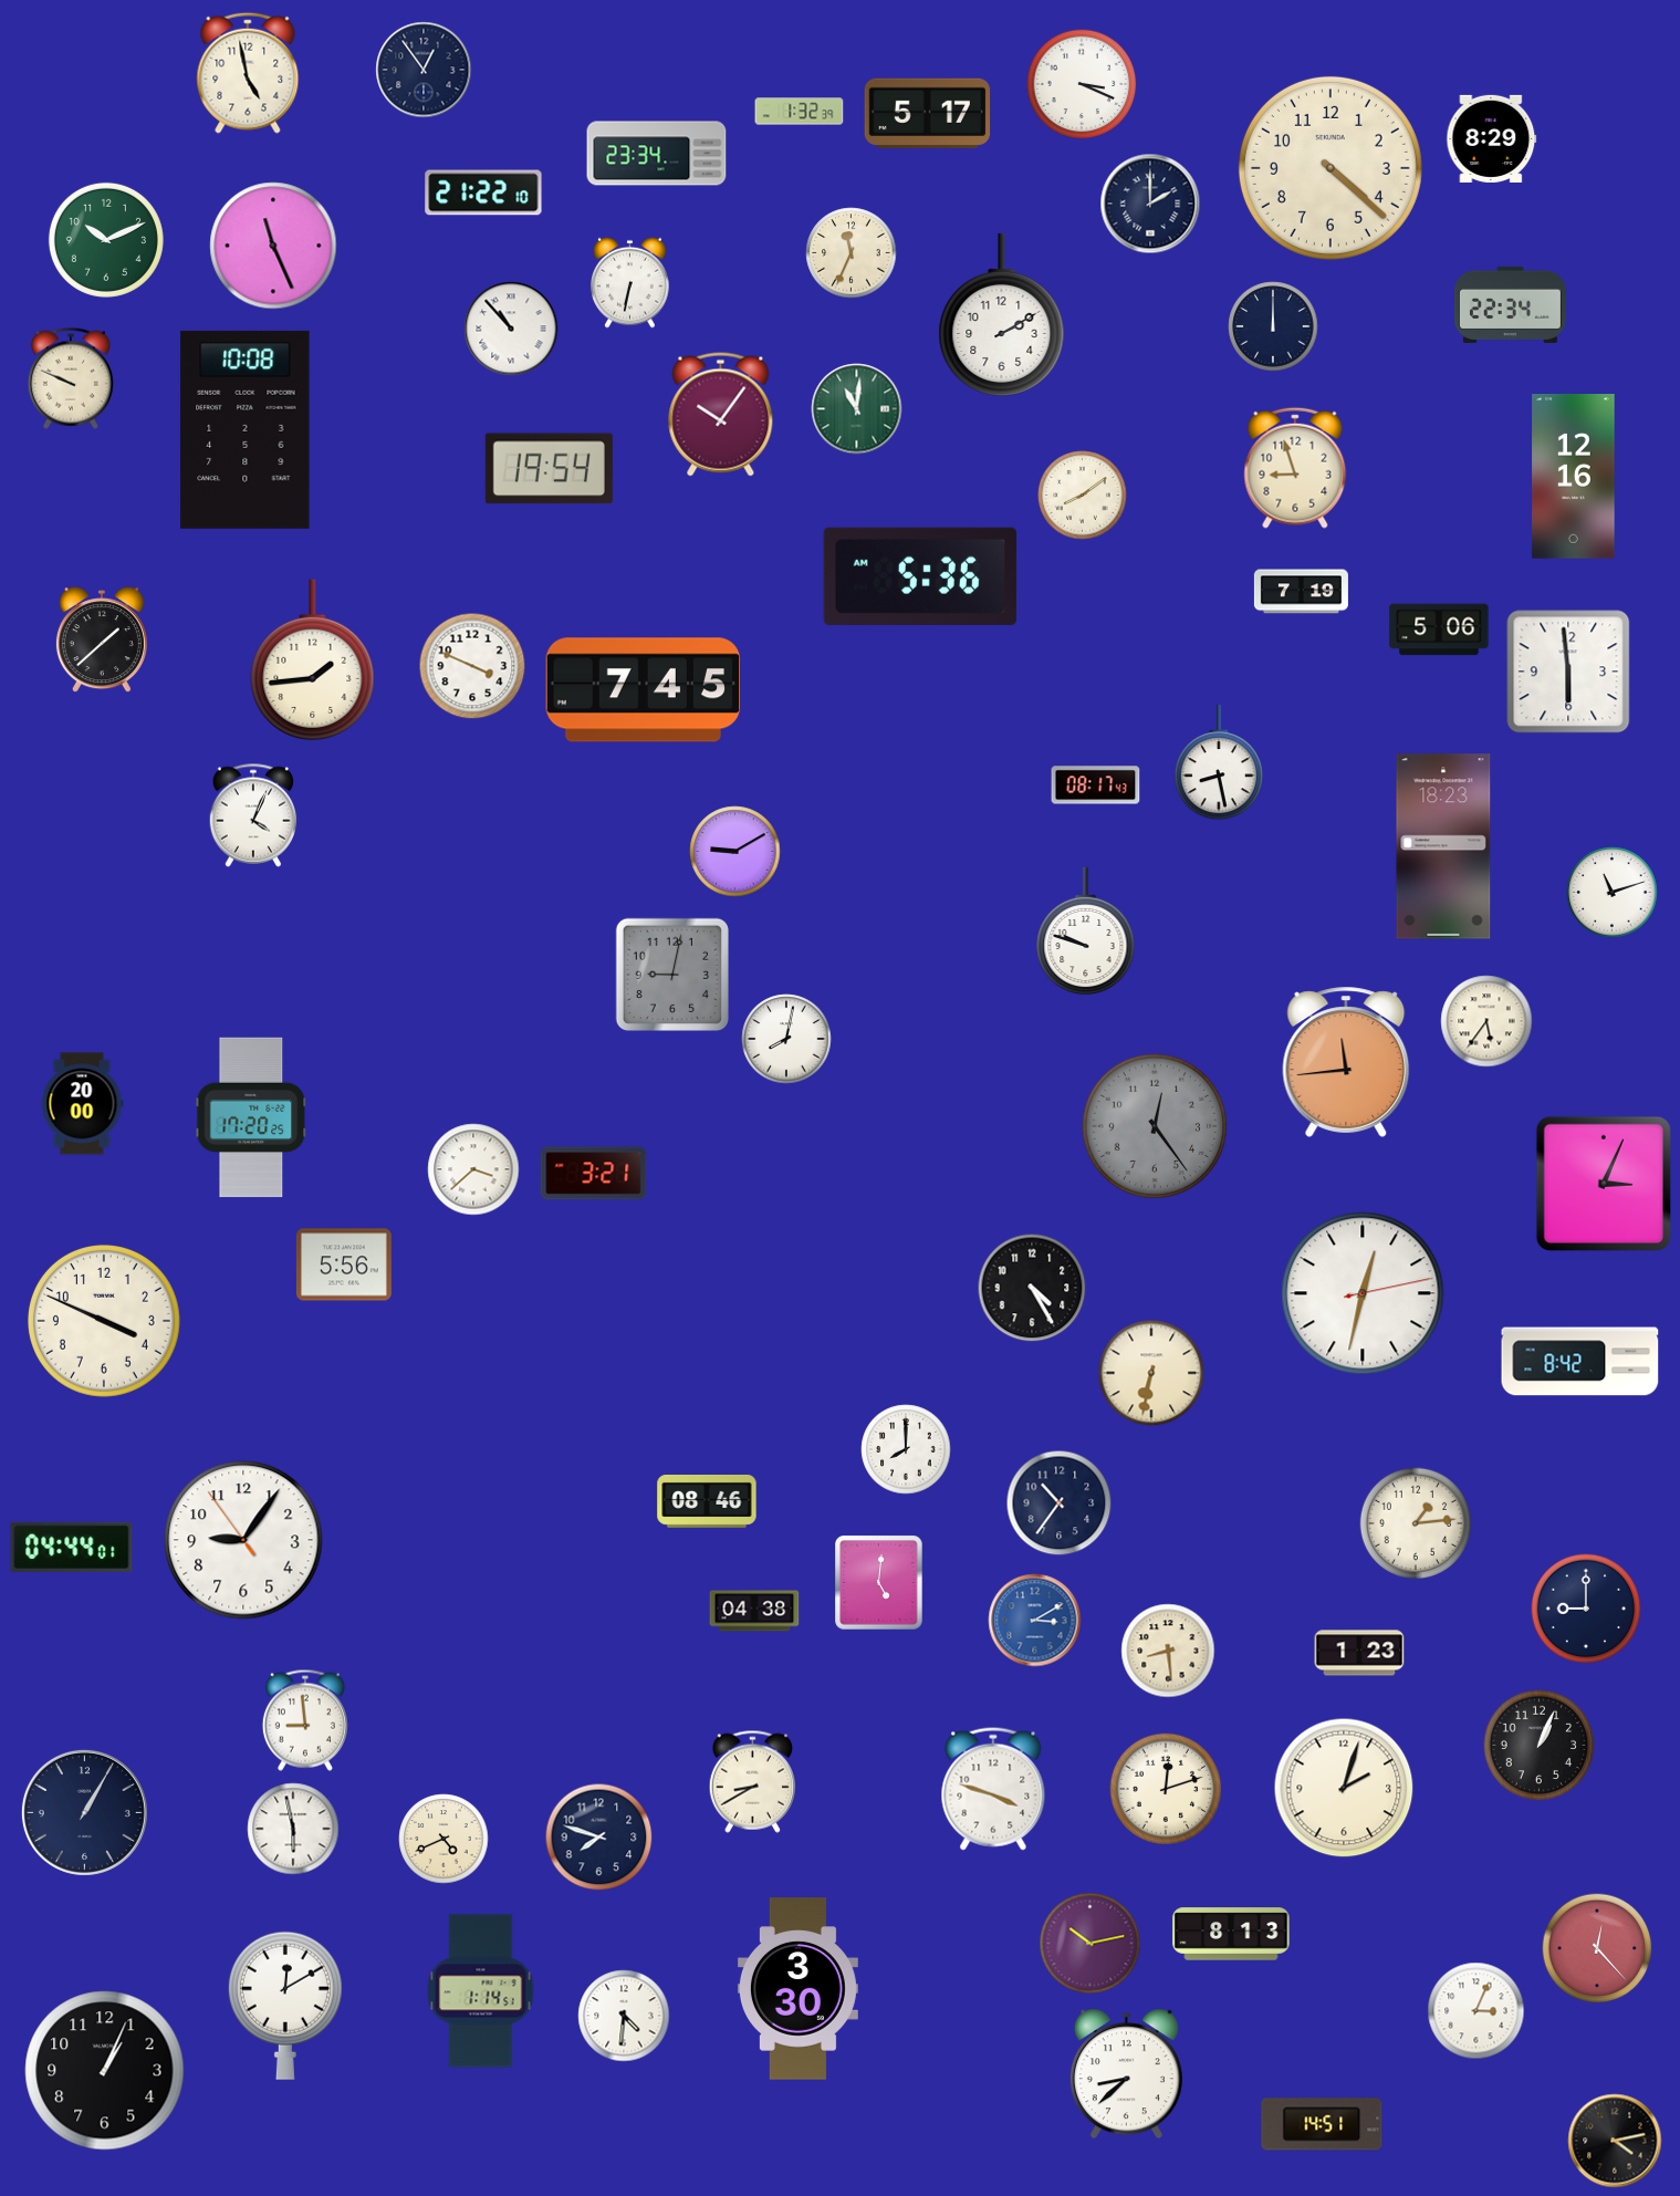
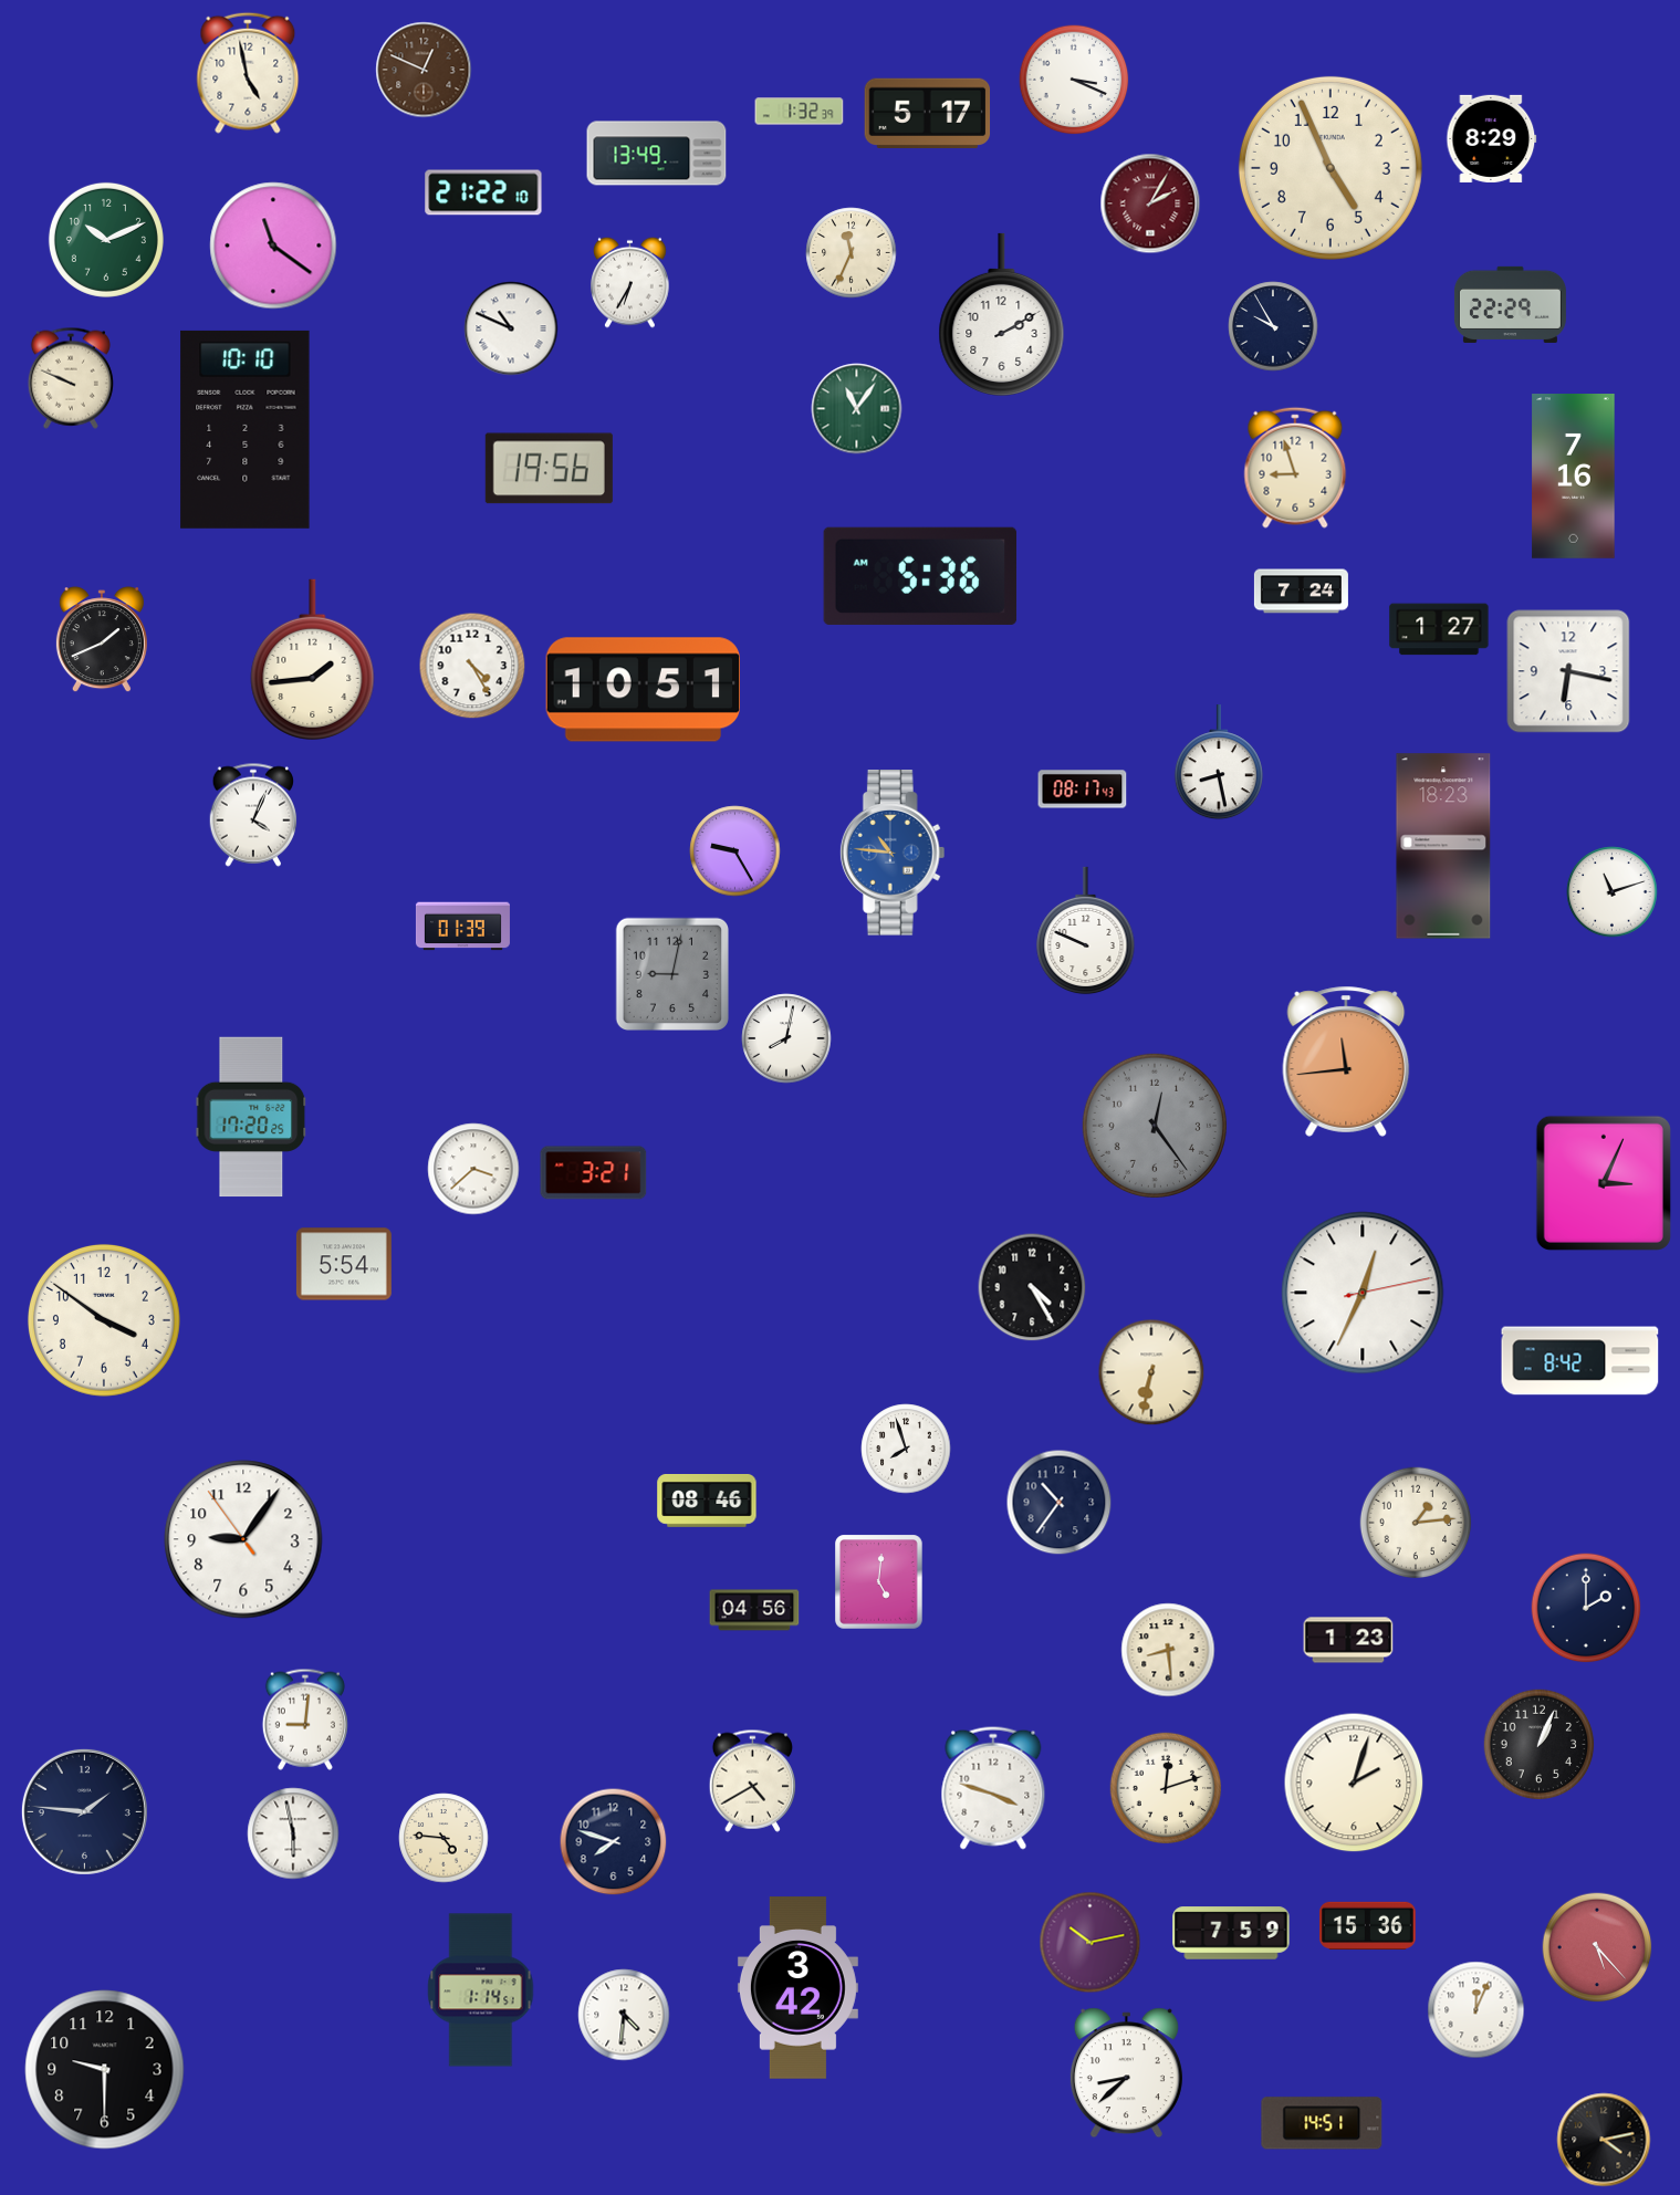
clock at (424, 70): 12:54 -> 12:49
clock at (424, 70) dial: navy -> brown
clock at (1082, 84) position: (1082, 84) -> (1074, 80)
clock at (657, 154): 23:34 -> 13:49
clock at (1331, 168): 4:22 -> 4:56
clock at (1150, 204): 2:00 -> 2:05
clock at (1150, 204) dial: navy -> burgundy
clock at (273, 246): 11:26 -> 11:21
clock at (630, 282): 6:32 -> 6:35
clock at (1510, 304): 22:34 -> 22:29
clock at (1273, 326): 12:00 -> 9:55
clock at (511, 329): 10:53 -> 10:49
clock at (857, 409): 11:01 -> 11:06
clock at (721, 415): 10:06 -> none
clock at (246, 429): 10:08 -> 10:10
clock at (549, 469): 19:54 -> 19:56
clock at (1574, 477): 12:16 -> 7:16
clock at (1083, 496): 8:09 -> none
clock at (1301, 592): 7:19 -> 7:24
clock at (1439, 629): 5:06 -> 1:27
clock at (102, 641): 1:38 -> 1:41
clock at (472, 666): 3:49 -> 4:25
clock at (1568, 672): 5:59 -> 6:17
clock at (643, 690): 7:45 -> 10:51
clock at (1096, 785) position: (1096, 785) -> (1083, 790)
clock at (735, 852): 9:10 -> 9:25
clock at (893, 853): none -> 10:46
clock at (462, 927): none -> 01:39
clock at (1086, 932): 9:48 -> 9:49
clock at (1486, 1021): 5:36 -> none
clock at (82, 1104): 20:00 -> none
clock at (344, 1264): 5:56 -> 5:54
clock at (1363, 1293): 12:32 -> 12:34
clock at (104, 1321): 3:49 -> 3:51
clock at (906, 1449): 8:00 -> 7:57
clock at (72, 1547): 04:44 -> none
clock at (1586, 1609): 9:00 -> 2:00
clock at (754, 1611): 04:38 -> 04:56
clock at (1035, 1621): 3:10 -> none
clock at (1359, 1653) position: (1359, 1653) -> (1348, 1640)
clock at (305, 1720): 8:59 -> 9:01
clock at (752, 1781): 8:40 -> 4:40
clock at (1344, 1788) position: (1344, 1788) -> (1354, 1783)
clock at (84, 1812): 1:05 -> 1:46
clock at (293, 1829) position: (293, 1829) -> (293, 1833)
clock at (599, 1838) position: (599, 1838) -> (614, 1842)
clock at (444, 1839): 4:41 -> 4:46
clock at (1368, 1925): none -> 15:36
clock at (1231, 1934): 8:13 -> 7:59
clock at (1597, 1948): 12:23 -> 5:23
clock at (797, 1989): 3:30 -> 3:42
clock at (285, 2006): 12:10 -> none
clock at (1476, 2011): 3:04 -> 12:04
clock at (105, 2071): 1:04 -> 9:30
clock at (1615, 2141) position: (1615, 2141) -> (1604, 2140)
